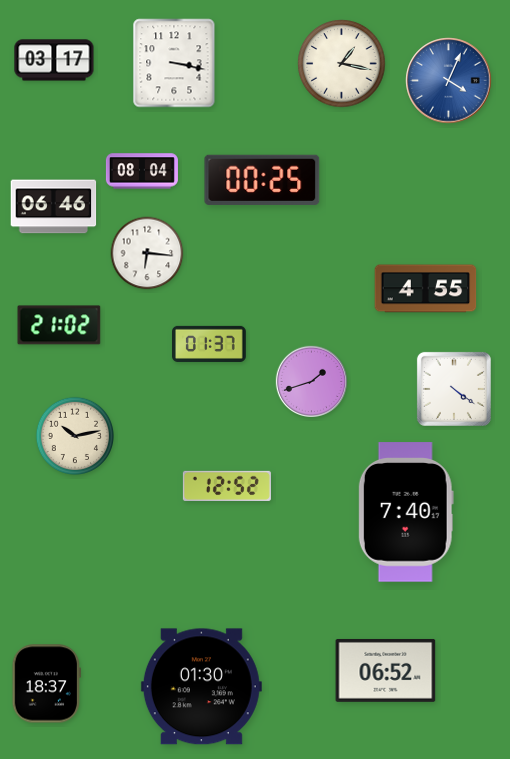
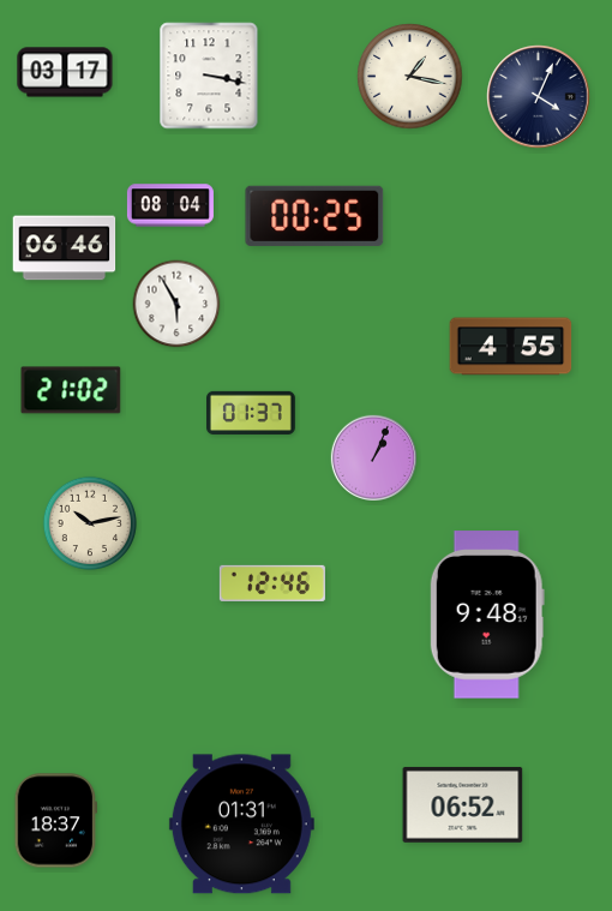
clock at (449, 81) dial: blue -> navy
clock at (147, 253): 6:16 -> 5:55
clock at (311, 381): 1:42 -> 1:04
clock at (454, 389): 4:21 -> none
clock at (227, 486): 12:52 -> 12:46
clock at (406, 512): 7:40 -> 9:48
clock at (201, 687): 01:30 -> 01:31
